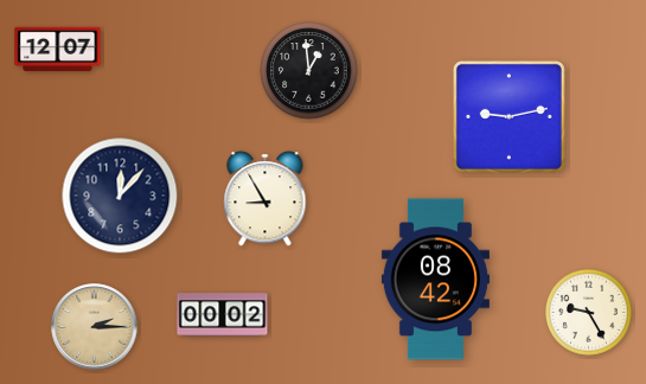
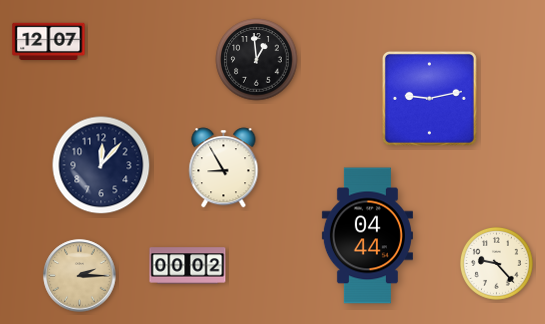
clock at (309, 71) position: (309, 71) -> (257, 60)
clock at (435, 280): 08:42 -> 04:44
clock at (588, 312): 9:25 -> 9:23
